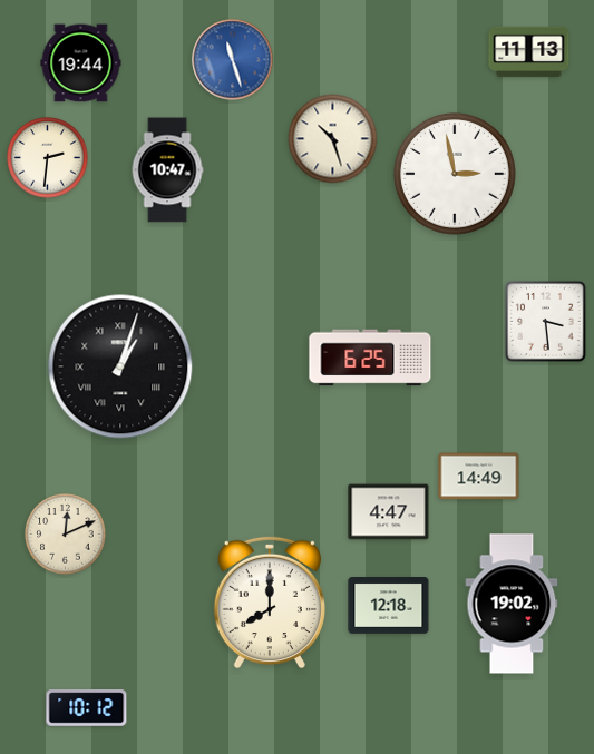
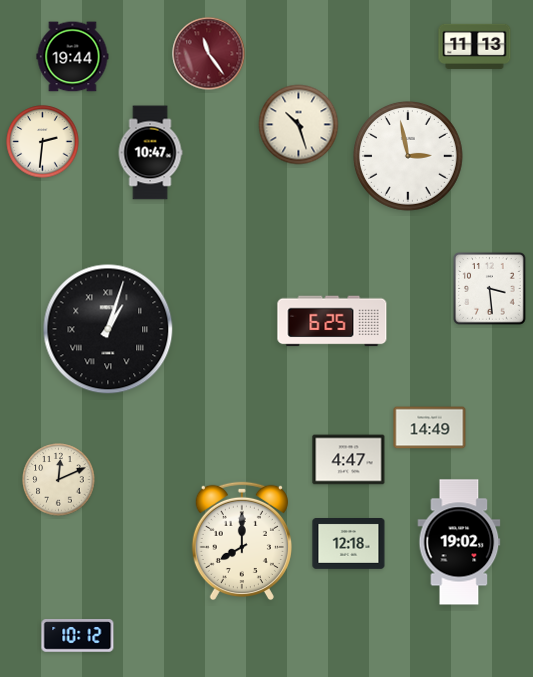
clock at (233, 60): 11:27 -> 11:24
clock at (233, 60) dial: blue -> burgundy
